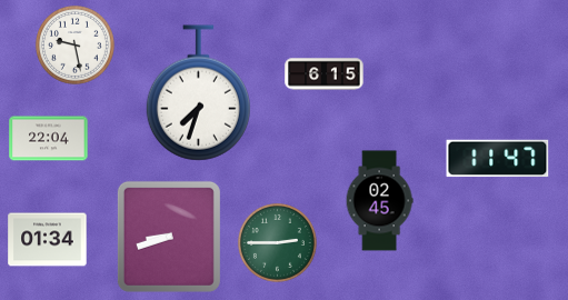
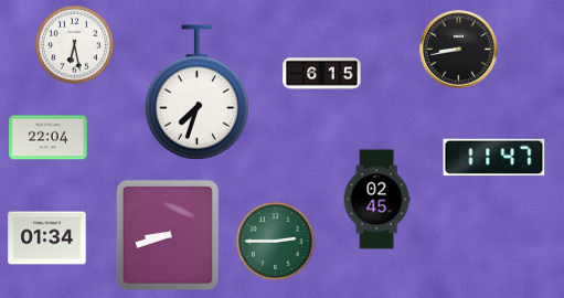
clock at (74, 44): 9:28 -> 6:28
clock at (459, 50): none -> 8:43
